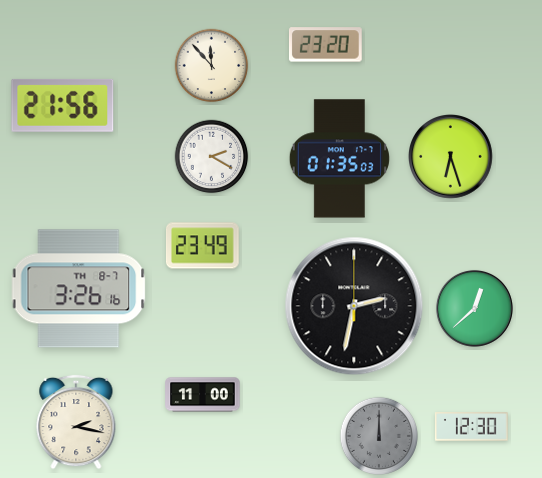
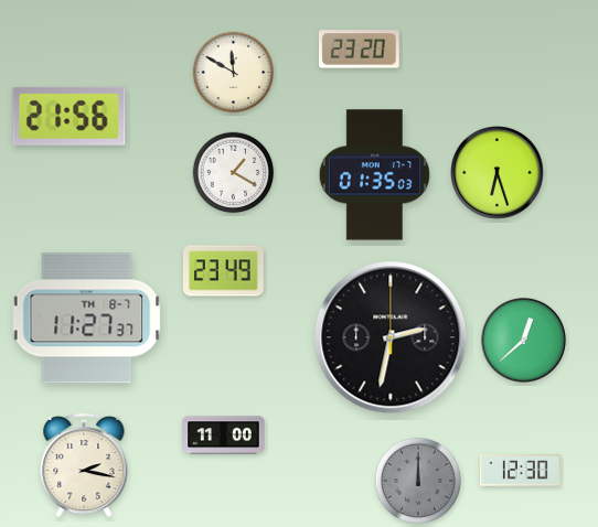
clock at (212, 66): 11:53 -> 11:50
clock at (212, 157): 2:20 -> 1:20
clock at (79, 289): 3:26 -> 11:27
